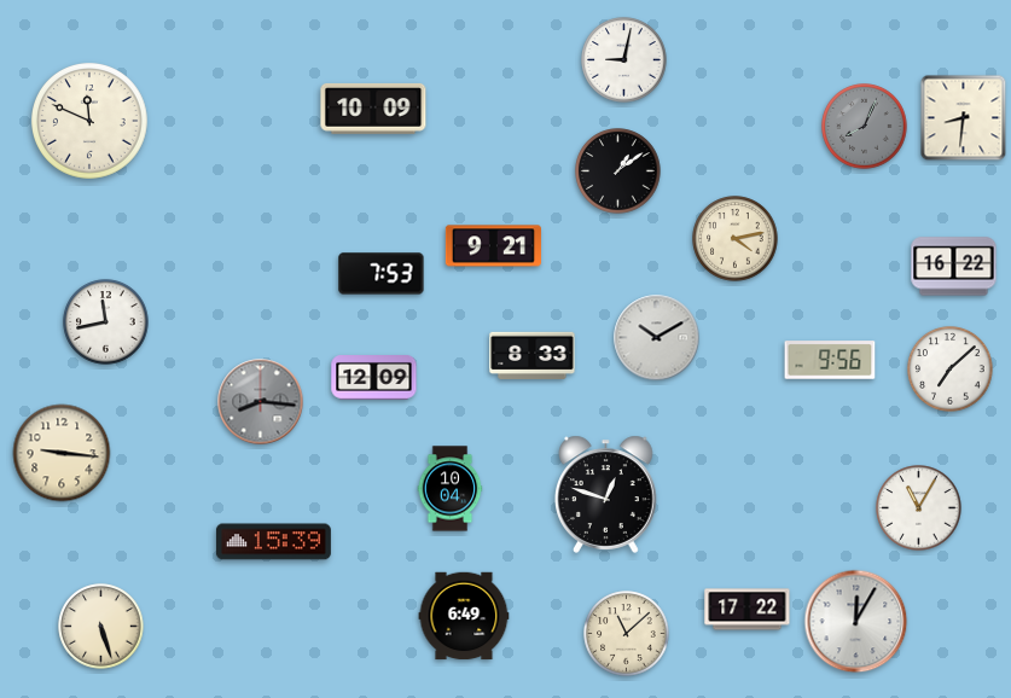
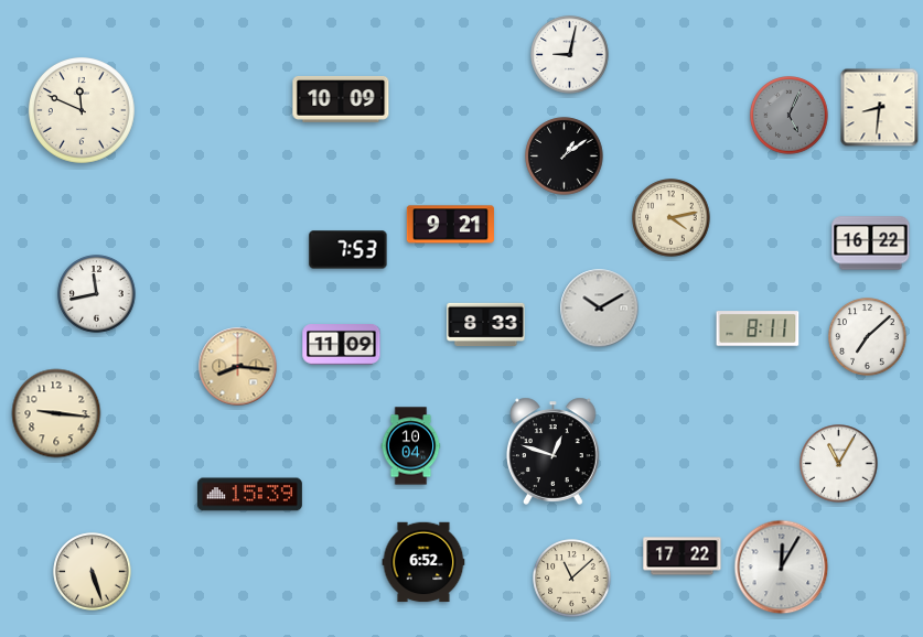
clock at (865, 127): 8:04 -> 5:04
clock at (830, 360): 9:56 -> 8:11
clock at (374, 378): 12:09 -> 11:09
clock at (261, 402) dial: grey -> champagne
clock at (464, 616): 6:49 -> 6:52
